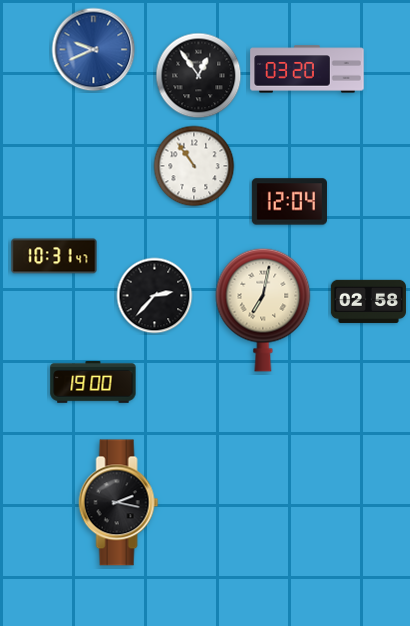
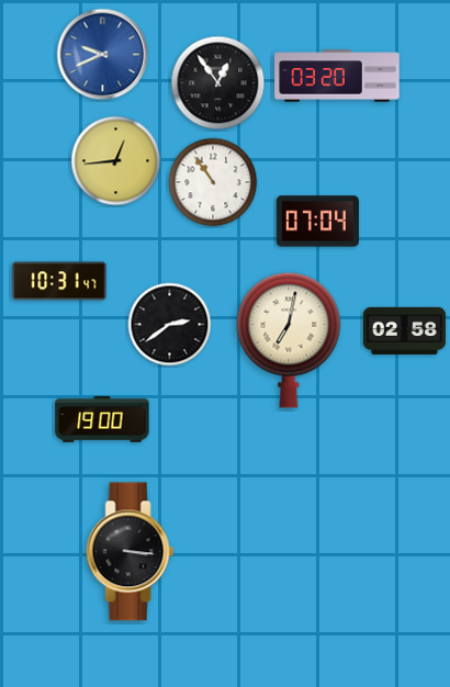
clock at (116, 161): none -> 12:44
clock at (289, 202): 12:04 -> 07:04
clock at (155, 296): 2:37 -> 2:39
clock at (119, 503): 2:17 -> 3:16
